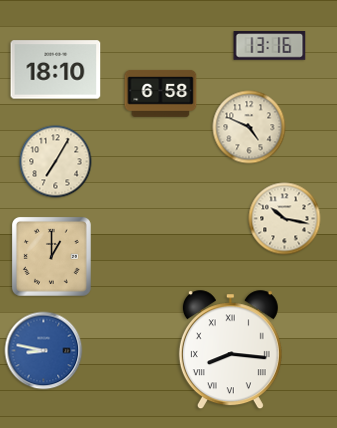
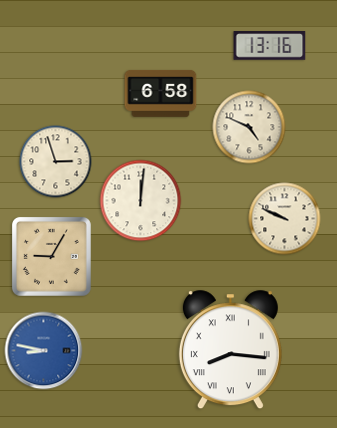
clock at (56, 70): 18:10 -> none
clock at (56, 162): 7:05 -> 2:57
clock at (141, 201): none -> 12:01
clock at (285, 219): 10:17 -> 9:49
clock at (51, 256): 1:00 -> 9:05
